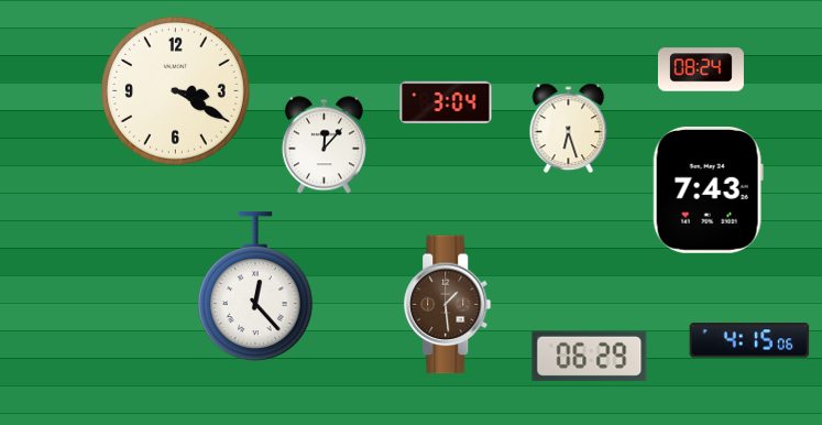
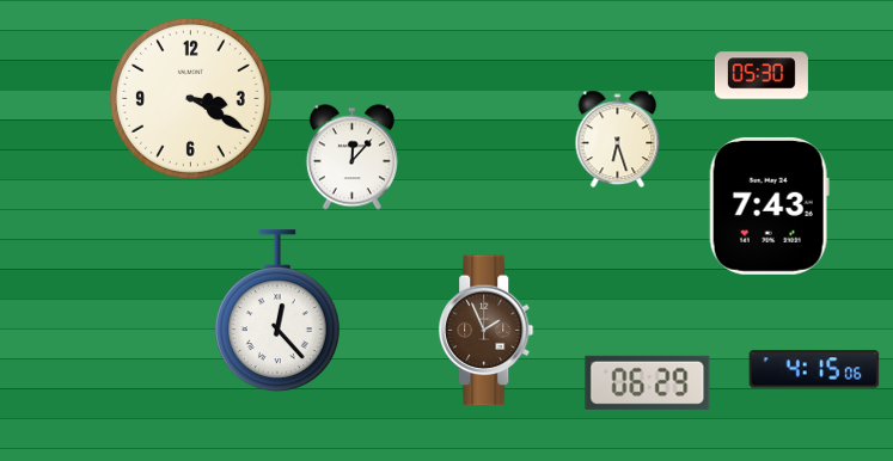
clock at (701, 69): 08:24 -> 05:30
clock at (446, 102): 3:04 -> none
clock at (448, 305): 1:29 -> 1:56
clock at (590, 356) position: (590, 356) -> (648, 382)
